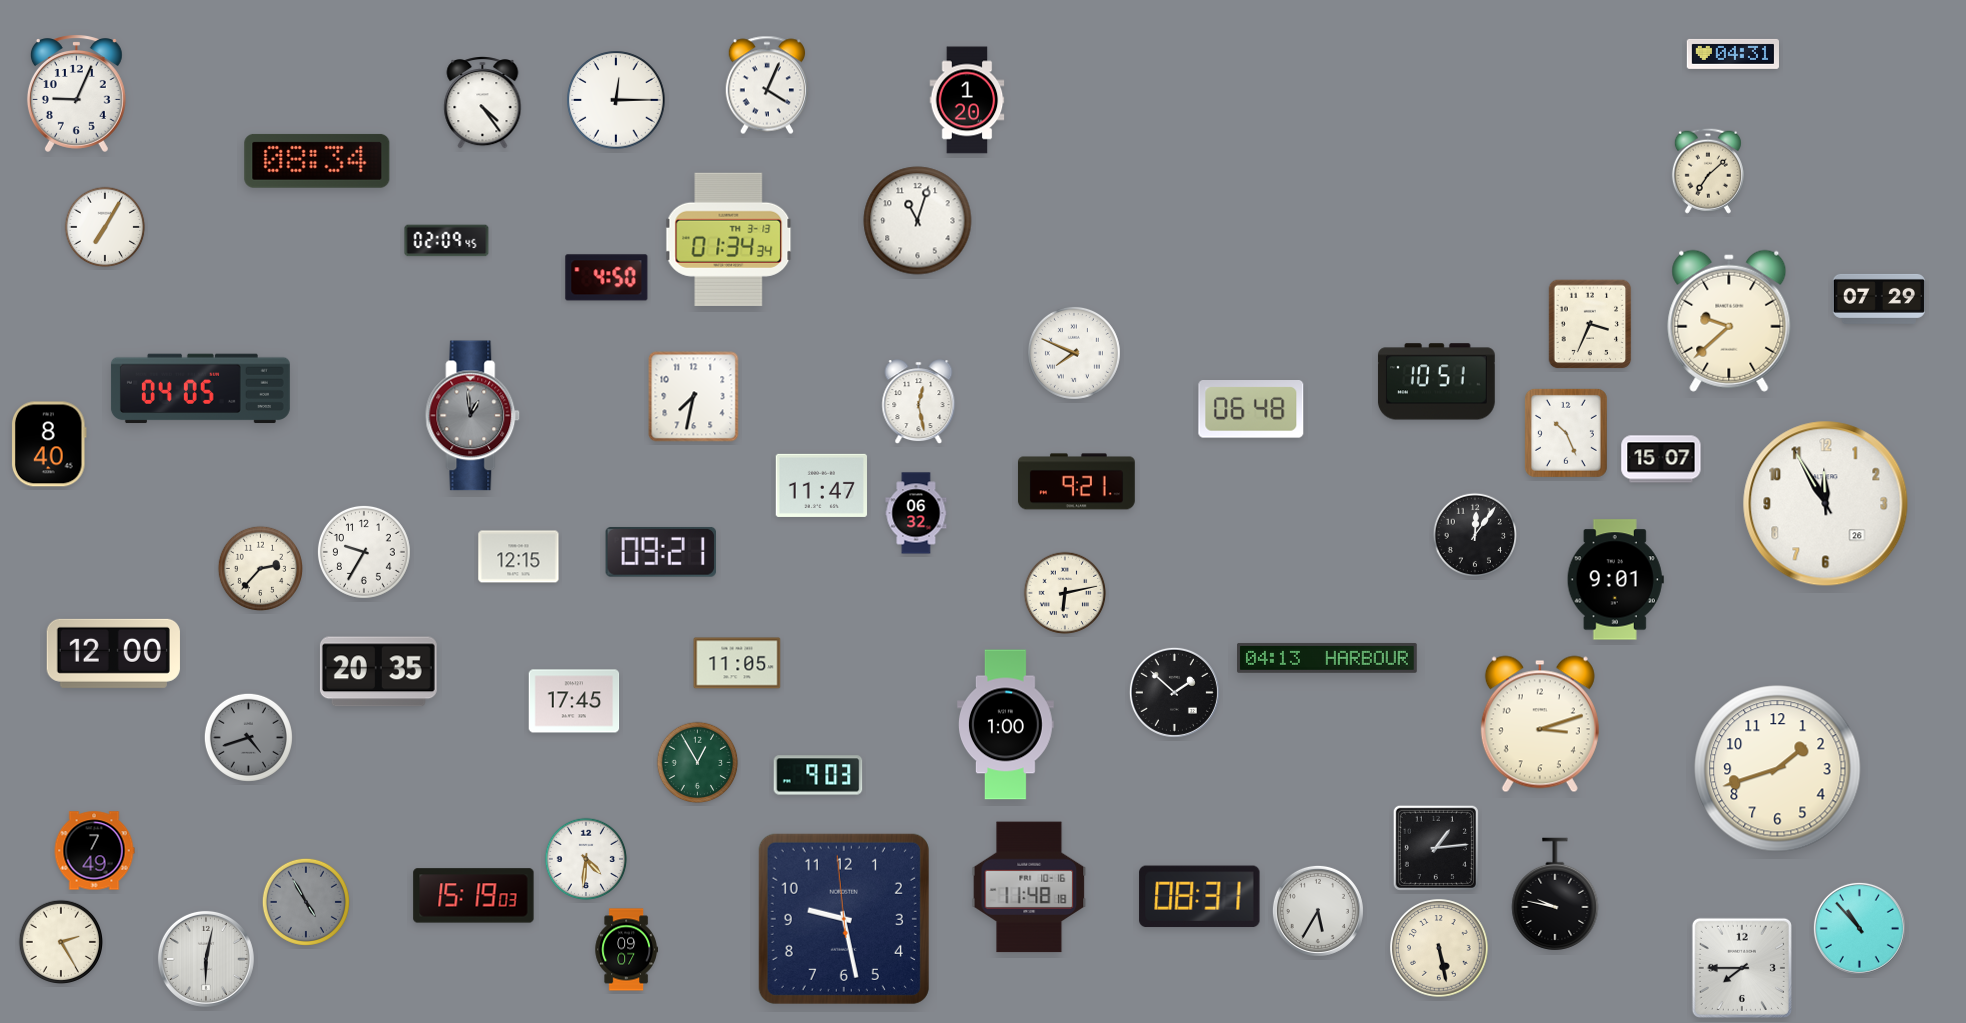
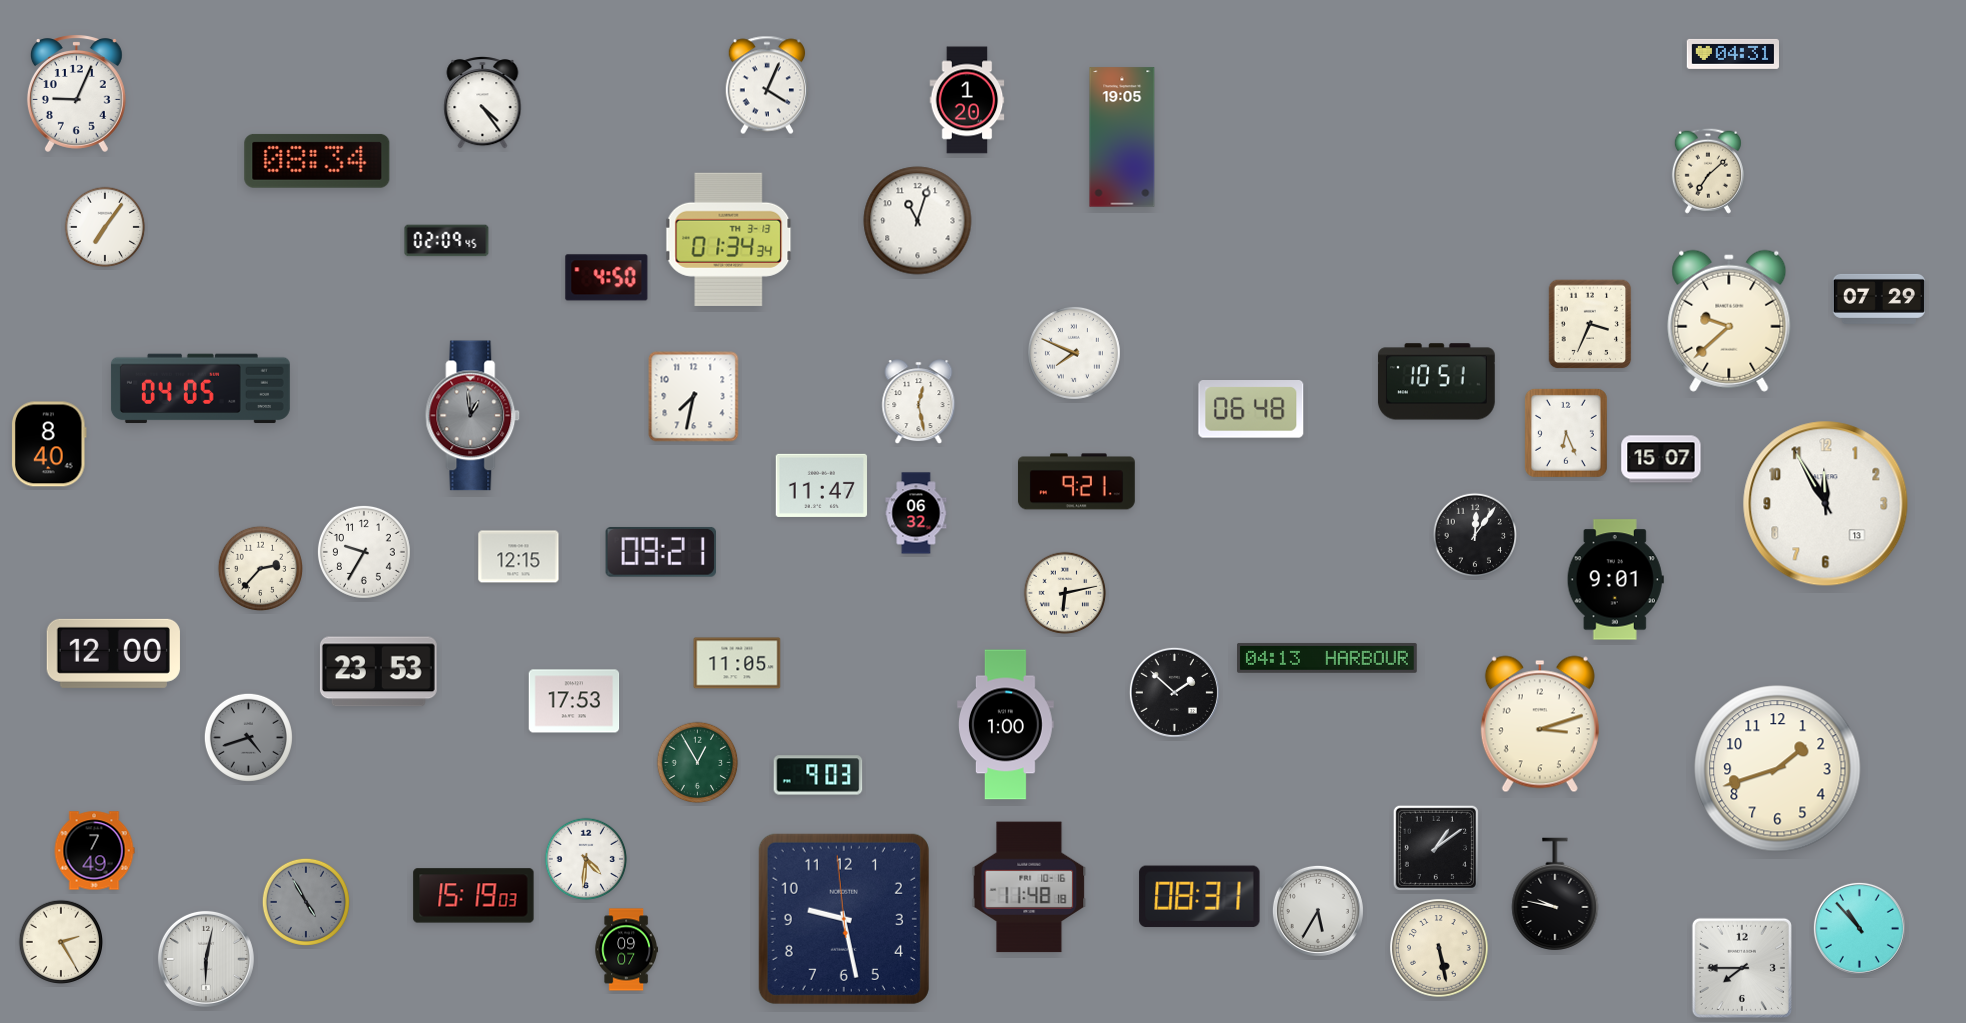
clock at (616, 100): 12:15 -> none
clock at (1122, 137): none -> 19:05
clock at (105, 227): 7:05 -> 7:06
clock at (1566, 433): 10:26 -> 6:26
clock at (1826, 504) date: 26 -> 13
clock at (378, 672): 20:35 -> 23:53
clock at (574, 701): 17:45 -> 17:53
clock at (1436, 848): 1:14 -> 1:09
